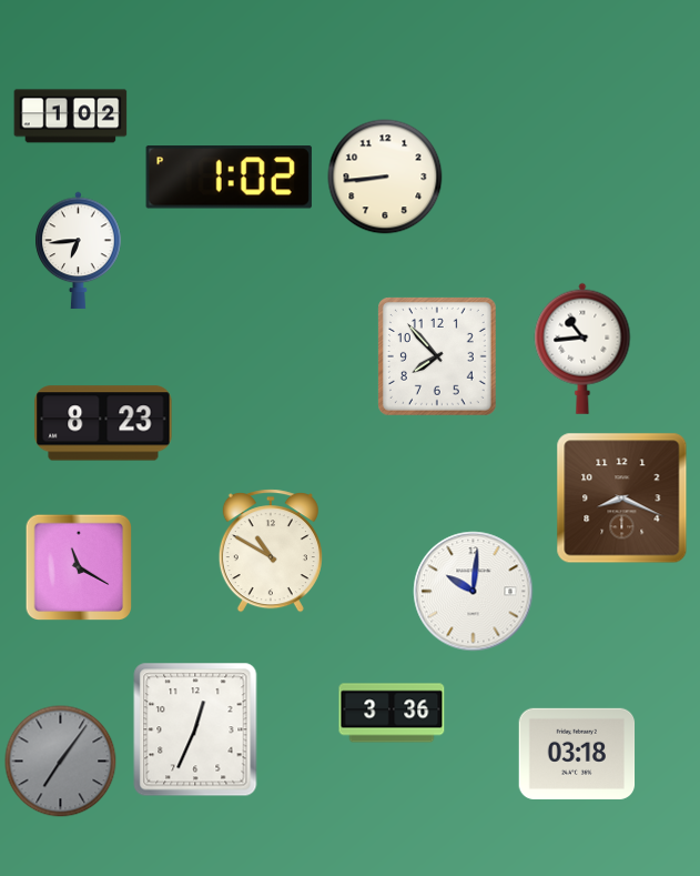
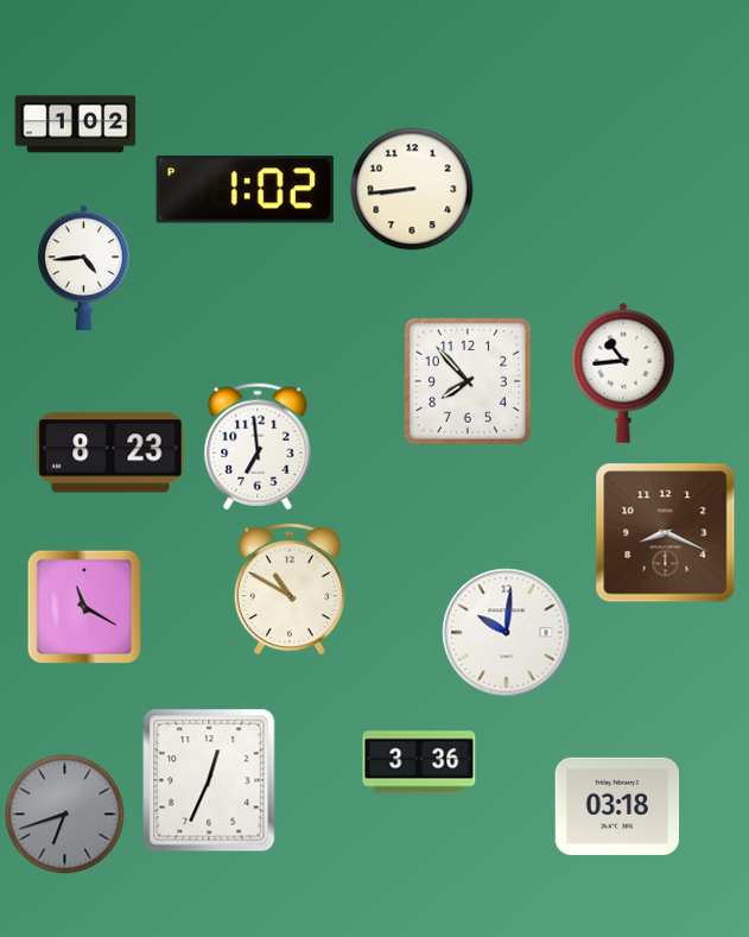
clock at (79, 251): 6:44 -> 4:44
clock at (258, 447): none -> 6:59
clock at (61, 762): 7:06 -> 6:42
